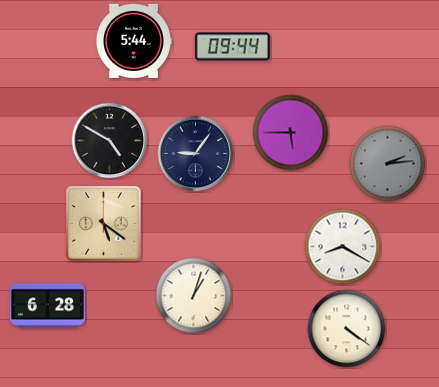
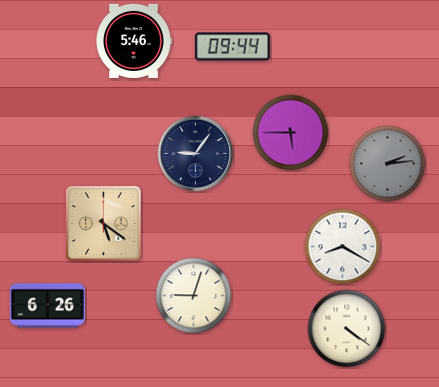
clock at (134, 41): 5:44 -> 5:46
clock at (110, 141): 4:50 -> none
clock at (194, 296): 1:03 -> 9:03
clock at (47, 306): 6:28 -> 6:26
